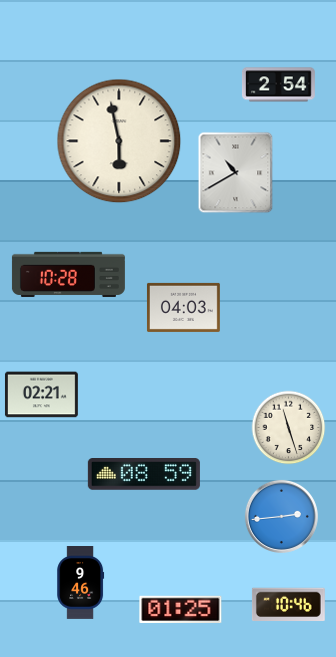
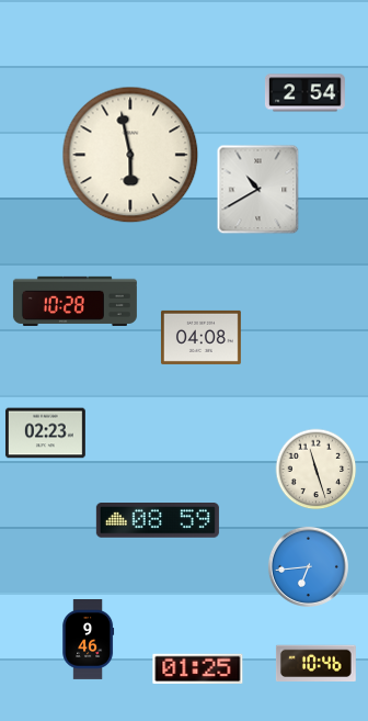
clock at (183, 307): 04:03 -> 04:08
clock at (41, 395): 02:21 -> 02:23
clock at (281, 516): 2:44 -> 6:44
